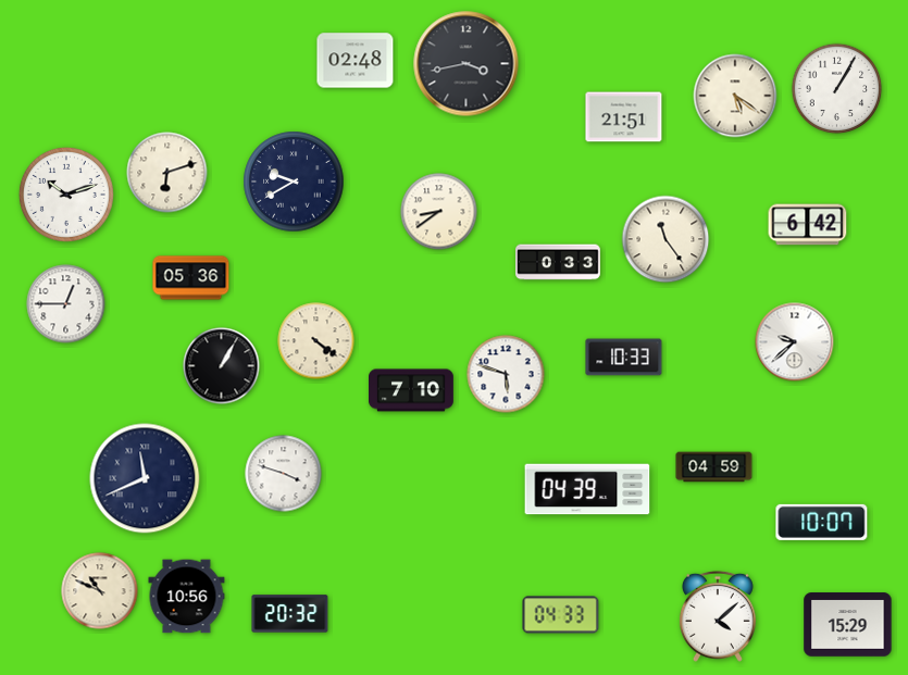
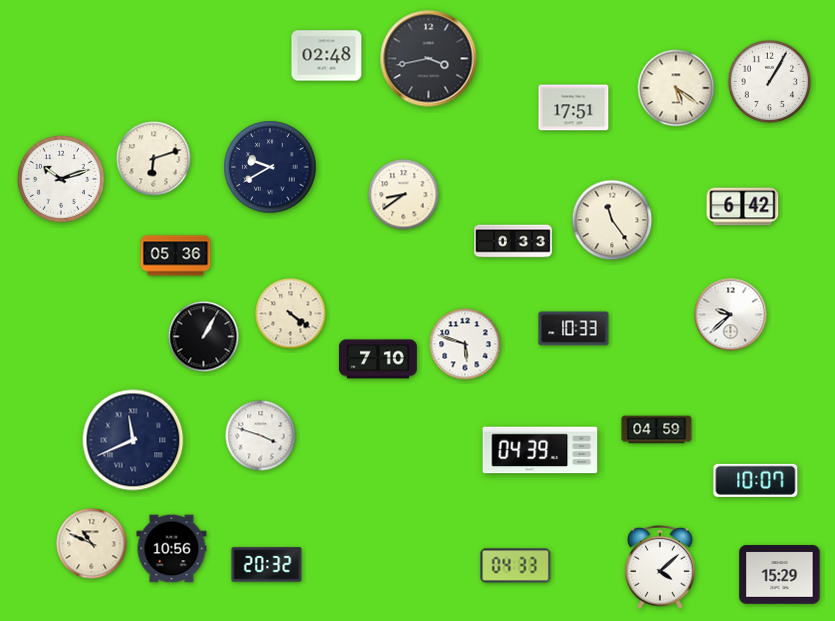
clock at (624, 117): 21:51 -> 17:51
clock at (66, 304): 12:45 -> none
